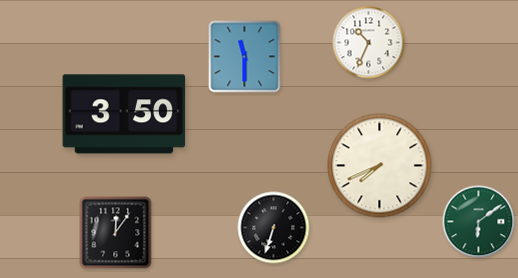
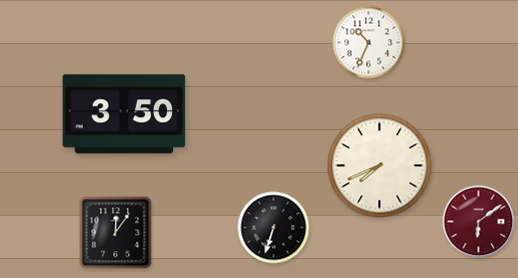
clock at (245, 57): 11:30 -> none
clock at (479, 222) dial: green -> burgundy
